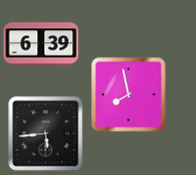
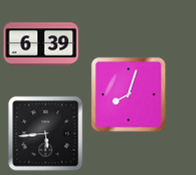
clock at (129, 95): 7:58 -> 8:03
